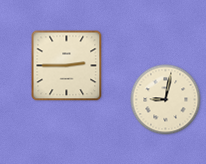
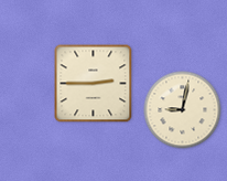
clock at (67, 66) position: (67, 66) -> (94, 84)
